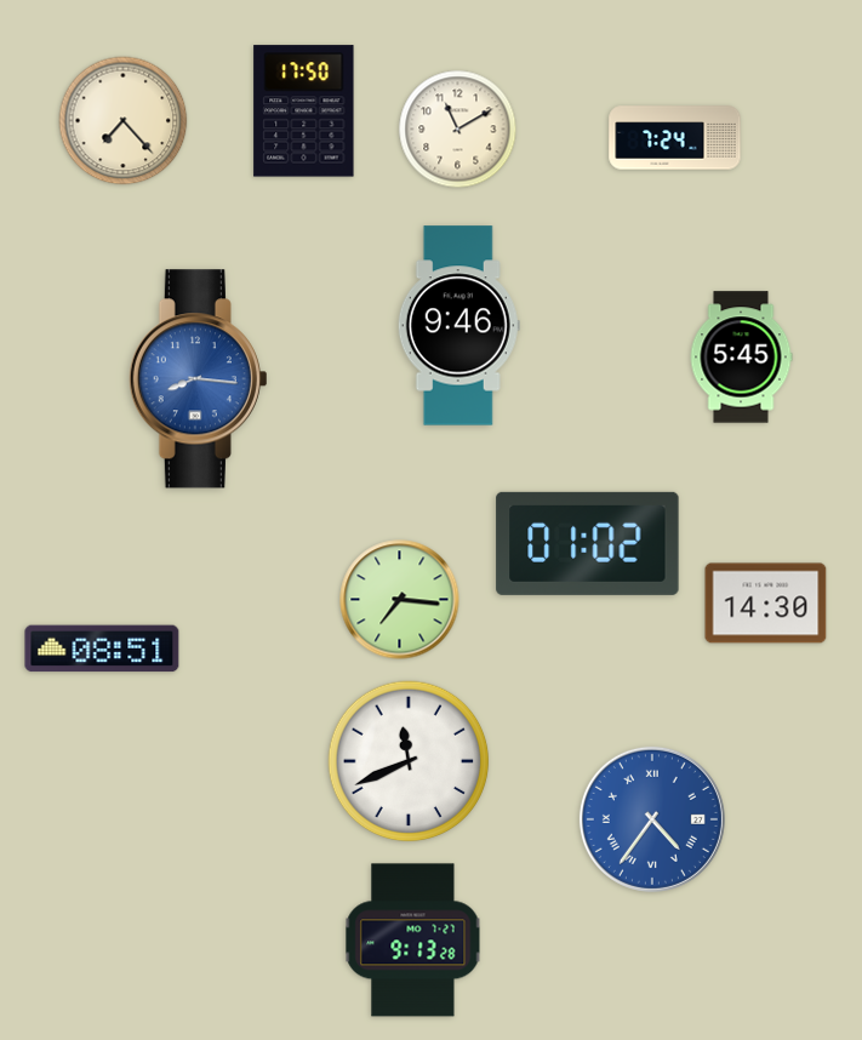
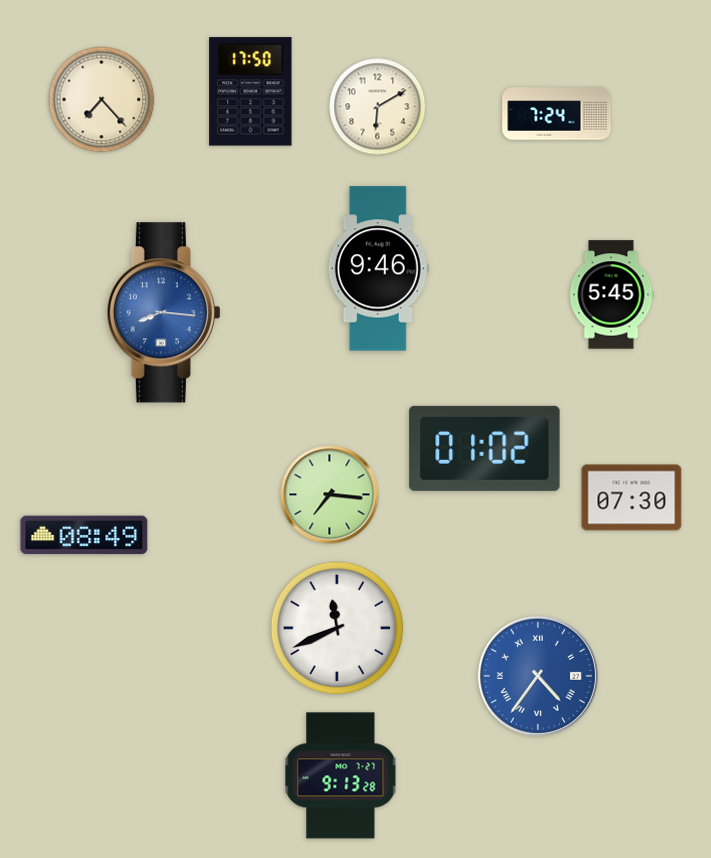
clock at (458, 130): 11:10 -> 6:10
clock at (766, 604): 14:30 -> 07:30
clock at (102, 648): 08:51 -> 08:49
